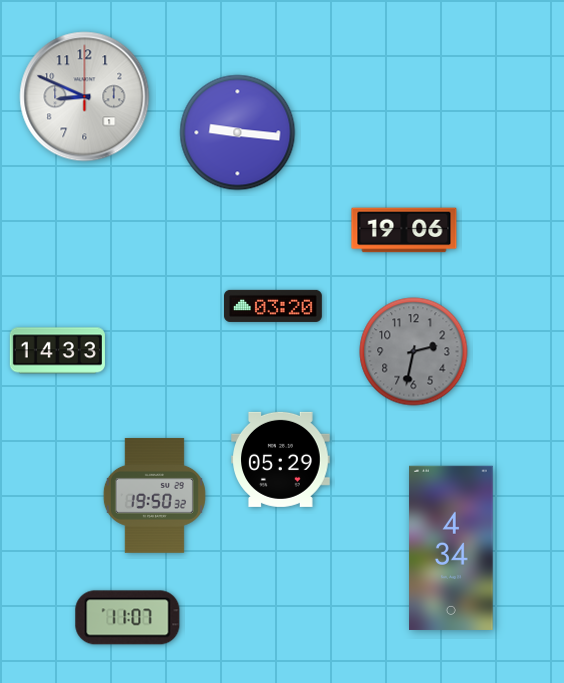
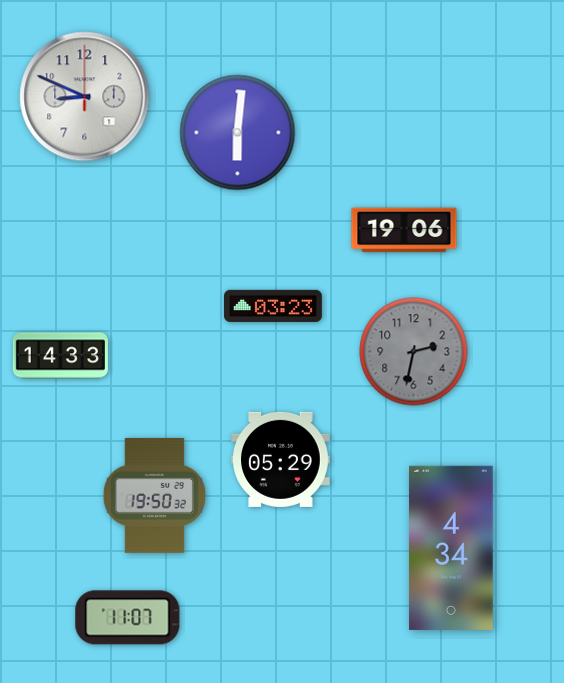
clock at (238, 133): 9:16 -> 6:01
clock at (274, 306): 03:20 -> 03:23
clock at (57, 351) position: (57, 351) -> (60, 356)
